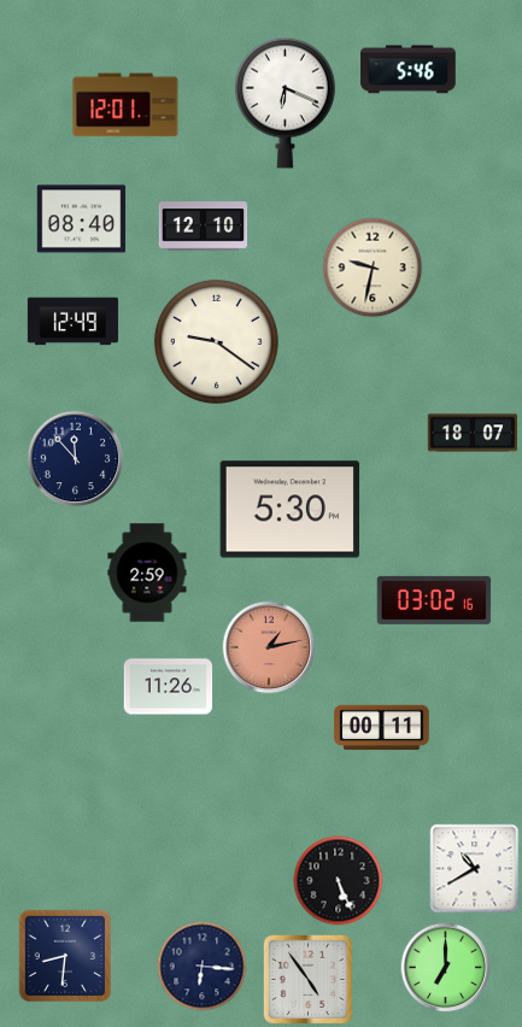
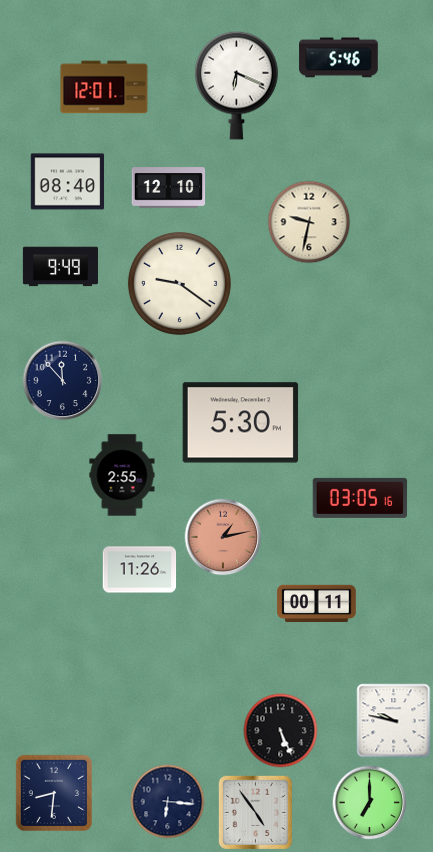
clock at (72, 322): 12:49 -> 9:49
clock at (471, 433): 18:07 -> none
clock at (147, 573): 2:59 -> 2:55
clock at (434, 600): 03:02 -> 03:05
clock at (475, 869): 10:40 -> 9:47
